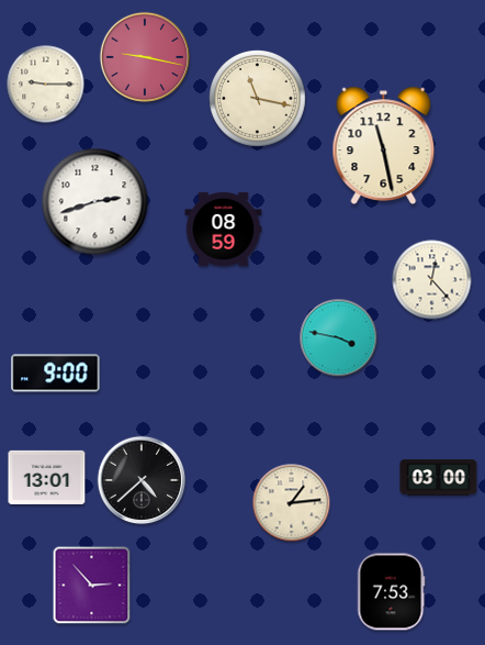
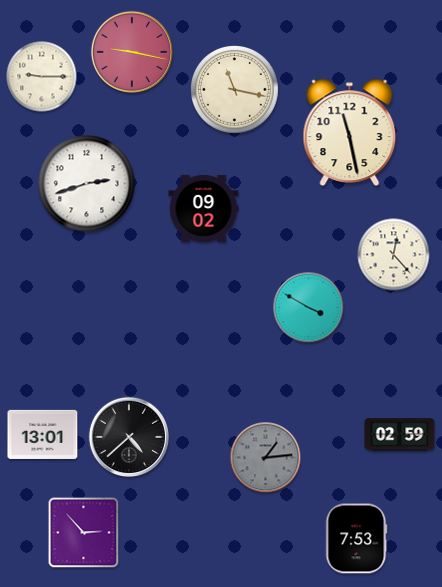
clock at (224, 229): 08:59 -> 09:02
clock at (339, 338): 3:47 -> 3:50
clock at (56, 374): 9:00 -> none
clock at (439, 478): 03:00 -> 02:59
clock at (292, 503) dial: cream -> grey
